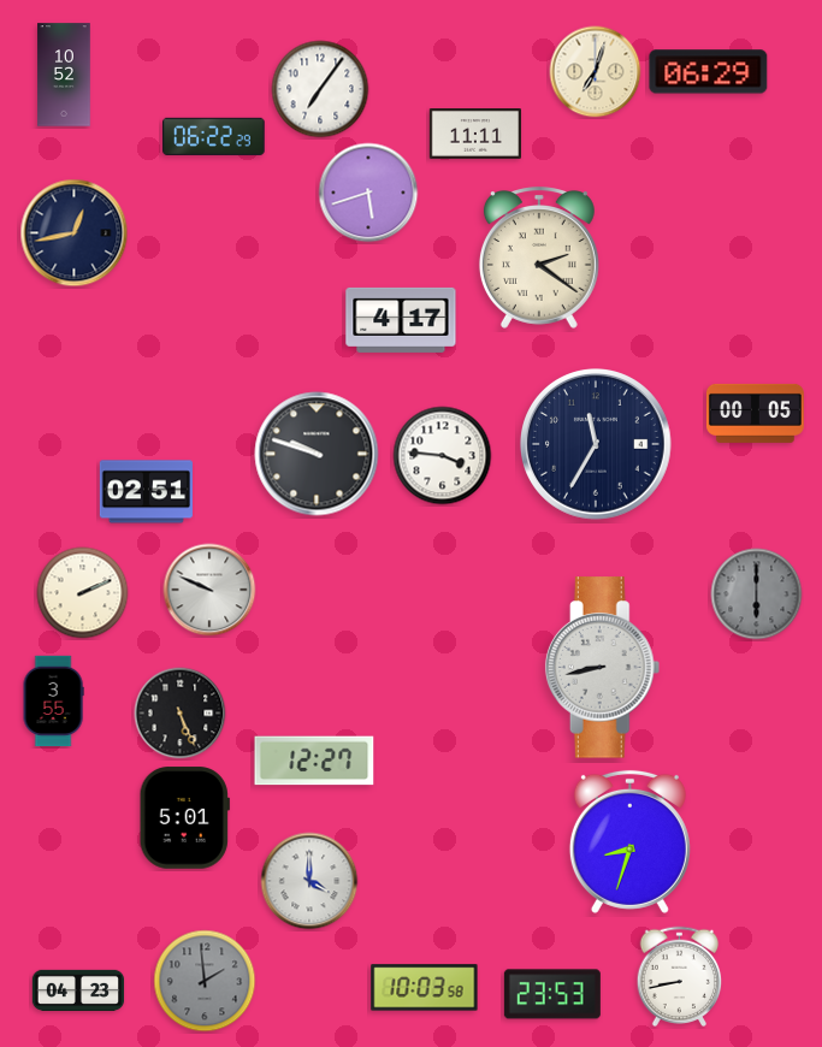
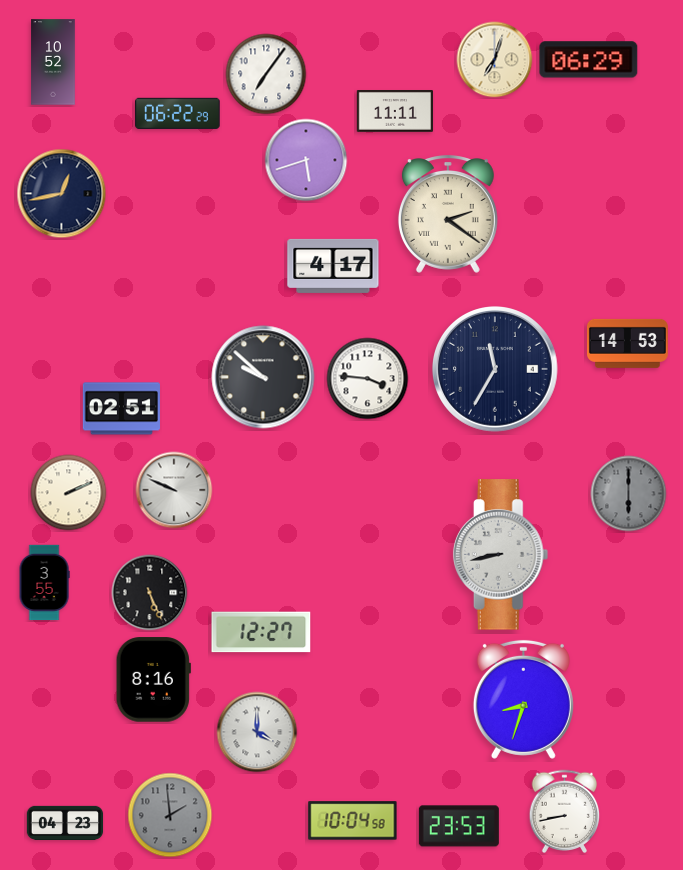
clock at (755, 413): 00:05 -> 14:53
clock at (317, 454): 9:48 -> 9:52
clock at (184, 818): 5:01 -> 8:16
clock at (425, 988): 10:03 -> 10:04
